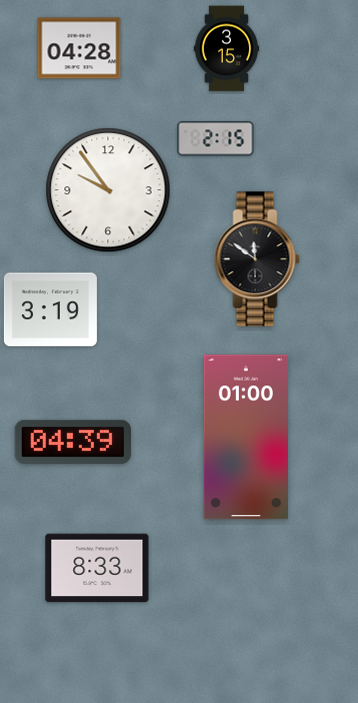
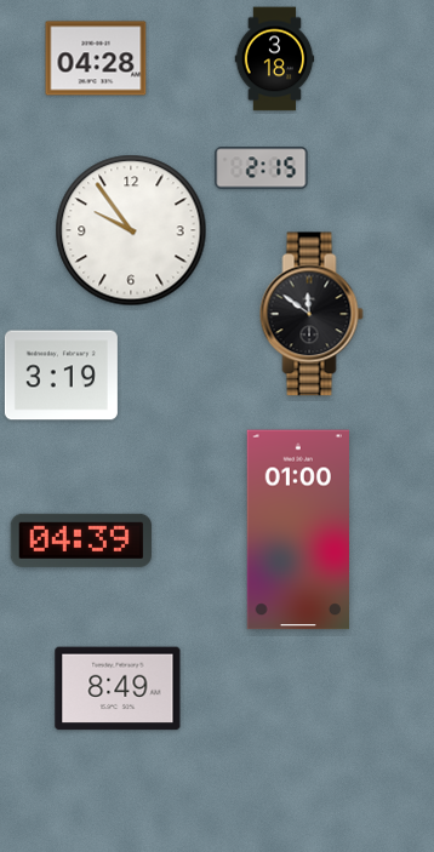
clock at (227, 49): 3:15 -> 3:18
clock at (73, 442) position: (73, 442) -> (81, 541)
clock at (97, 568): 8:33 -> 8:49
